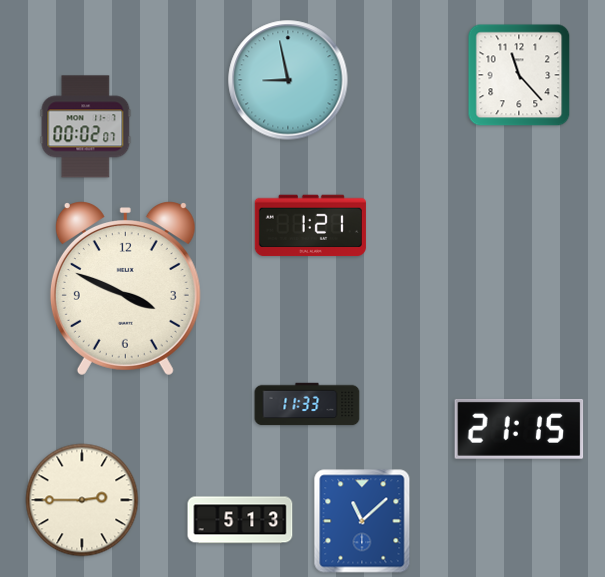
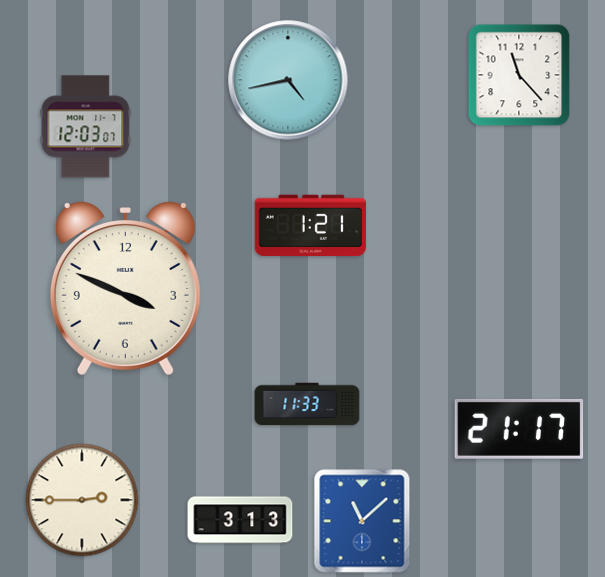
clock at (288, 80): 8:58 -> 4:43
clock at (86, 127): 00:02 -> 12:03
clock at (519, 429): 21:15 -> 21:17
clock at (240, 520): 5:13 -> 3:13
